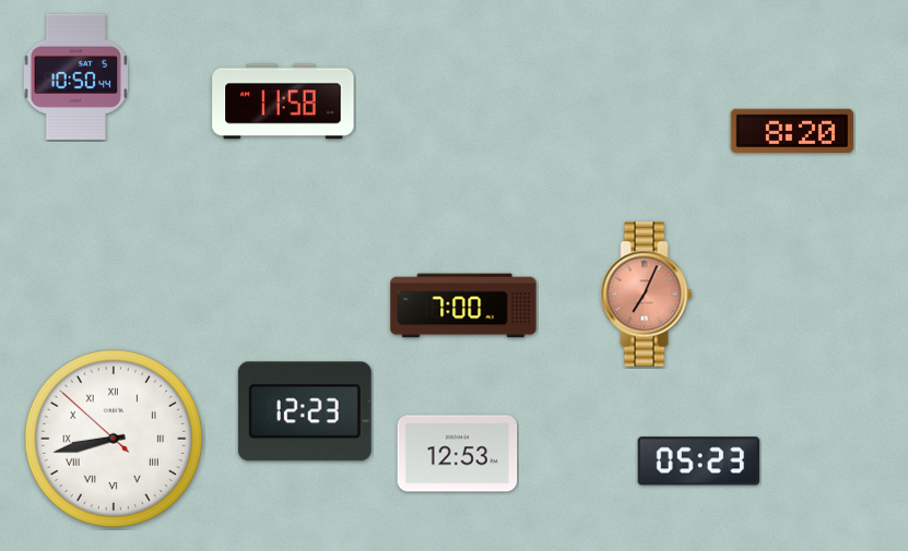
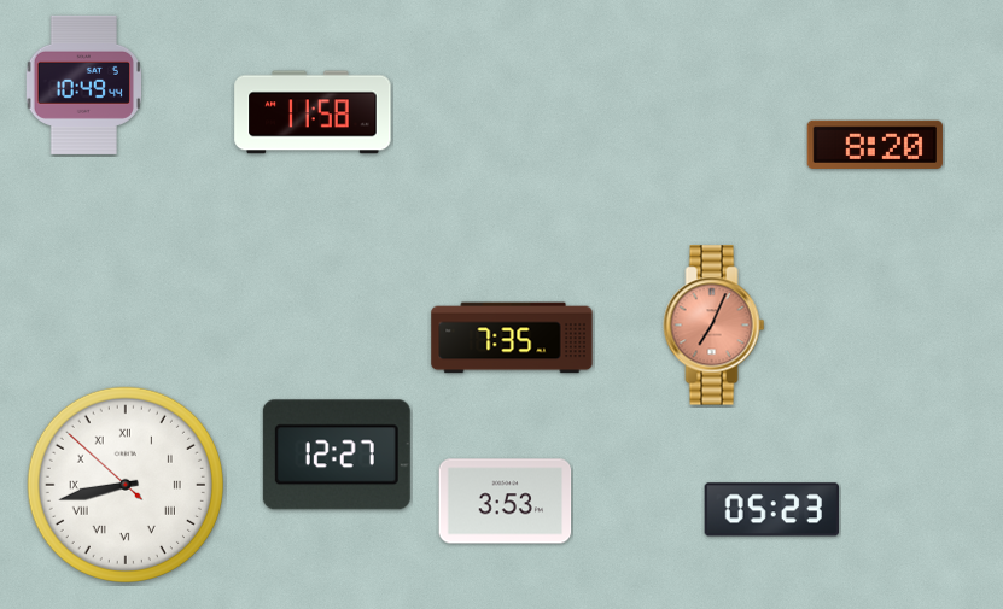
clock at (75, 76): 10:50 -> 10:49
clock at (463, 306): 7:00 -> 7:35
clock at (305, 411): 12:23 -> 12:27
clock at (458, 454): 12:53 -> 3:53
